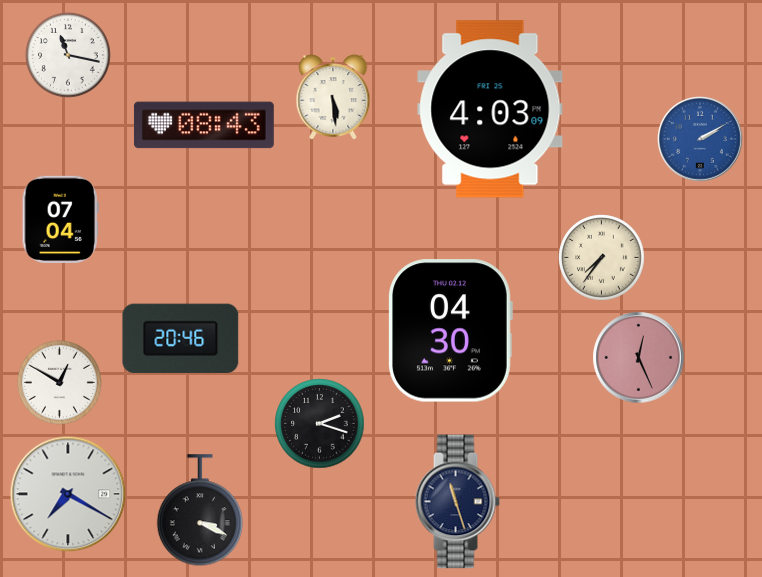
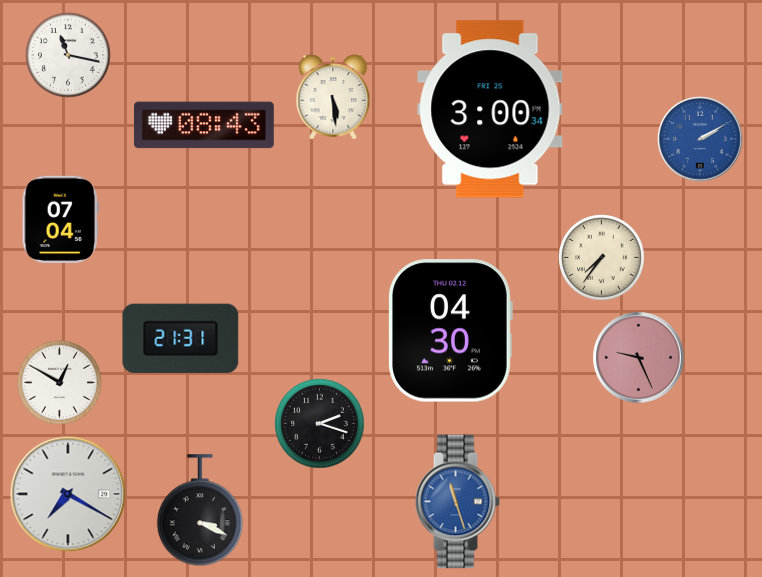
clock at (490, 109): 4:03 -> 3:00
clock at (181, 338): 20:46 -> 21:31
clock at (639, 358): 12:26 -> 9:26
clock at (457, 502) dial: navy -> blue
